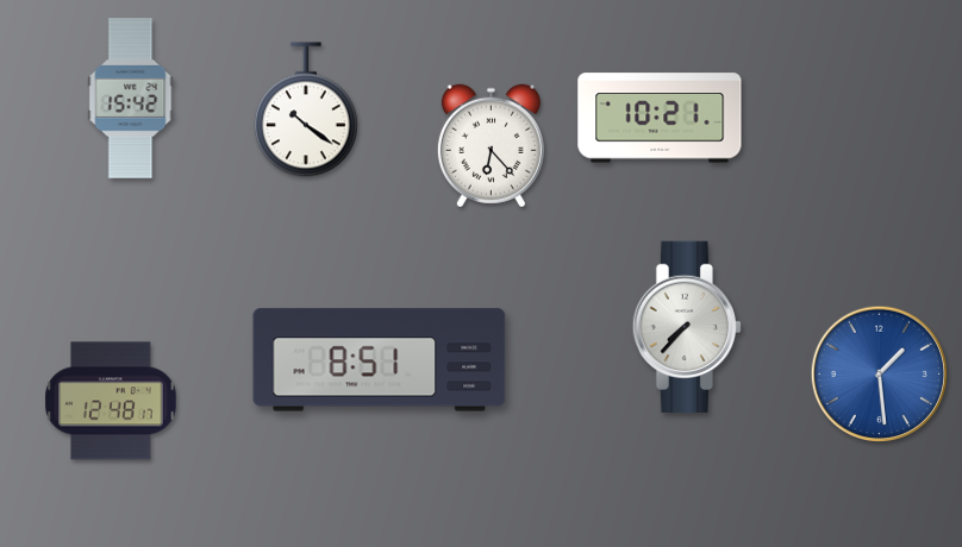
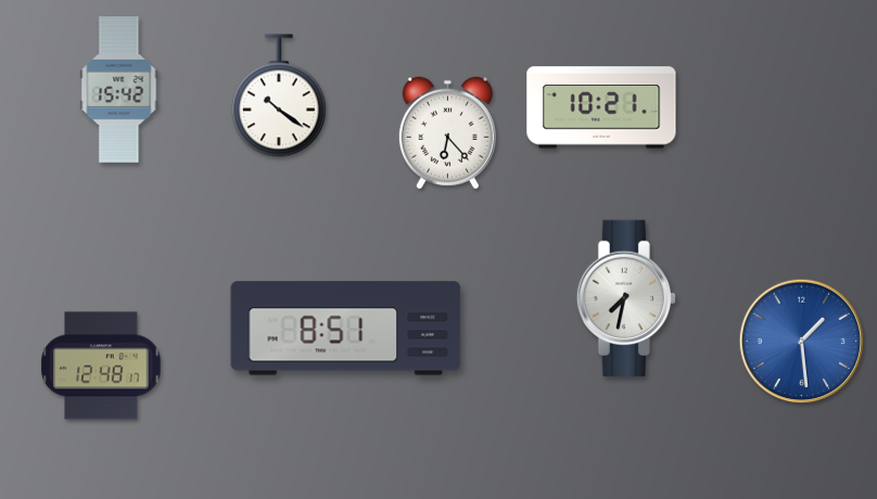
clock at (306, 109) position: (306, 109) -> (279, 95)
clock at (687, 326): 7:37 -> 7:32
